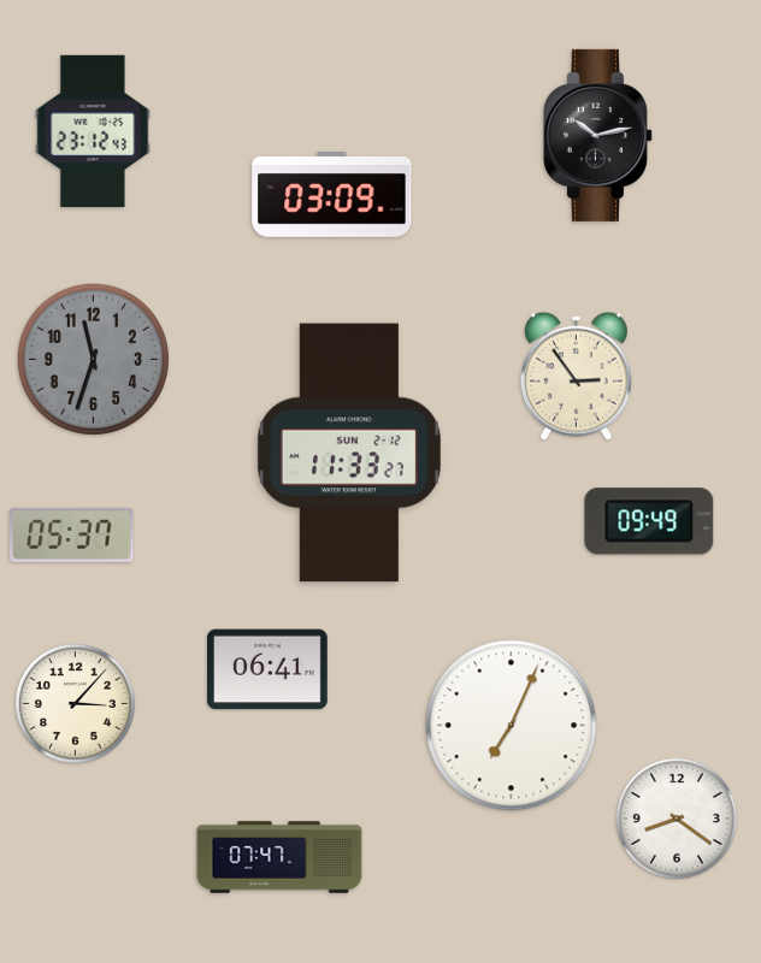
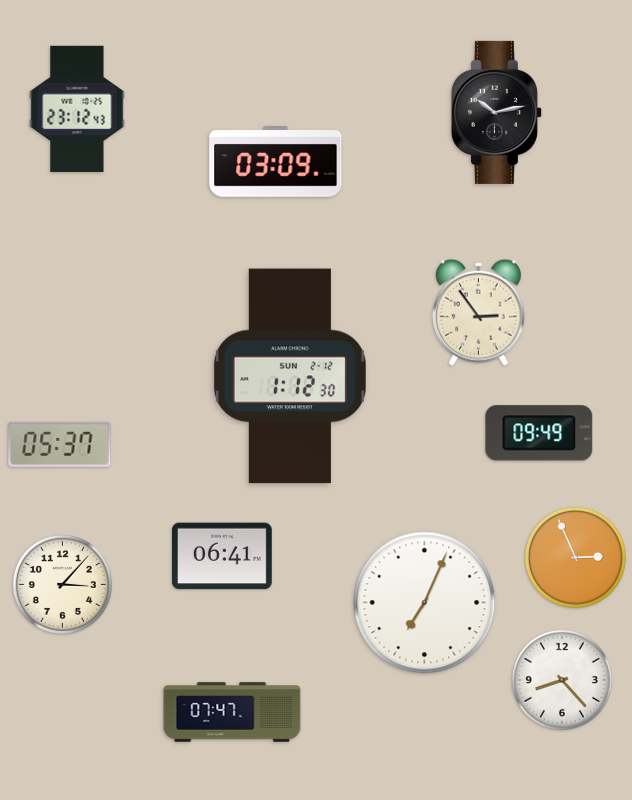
clock at (93, 359): 11:33 -> none
clock at (349, 453): 11:33 -> 1:12
clock at (575, 557): none -> 2:56
clock at (677, 819): 8:21 -> 8:23
